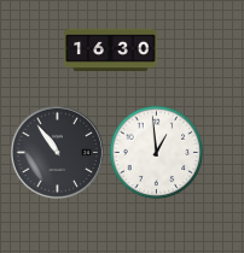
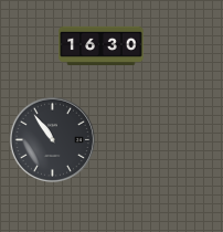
clock at (156, 152): 12:59 -> none
